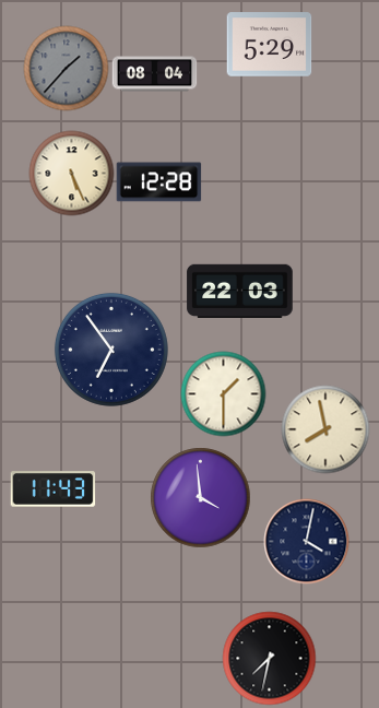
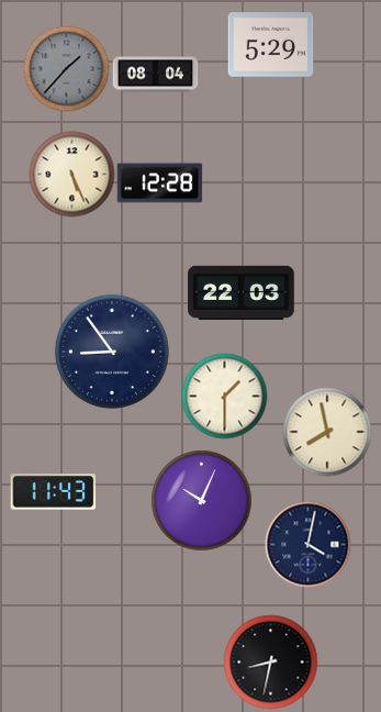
clock at (111, 350): 6:54 -> 8:54
clock at (200, 497): 3:59 -> 10:04
clock at (269, 658): 7:32 -> 8:32
